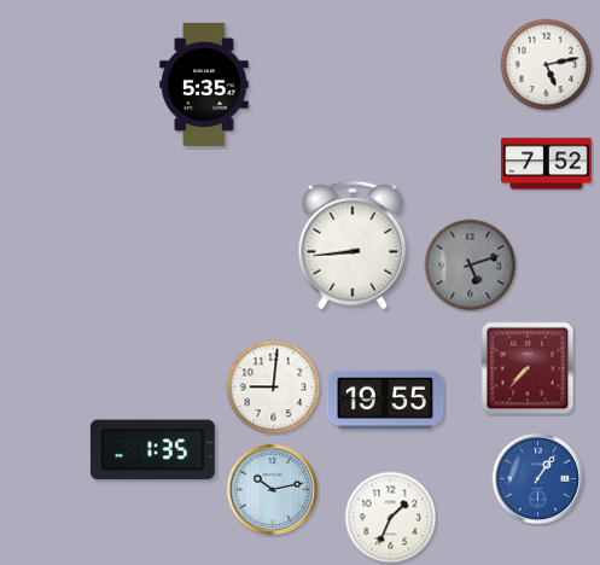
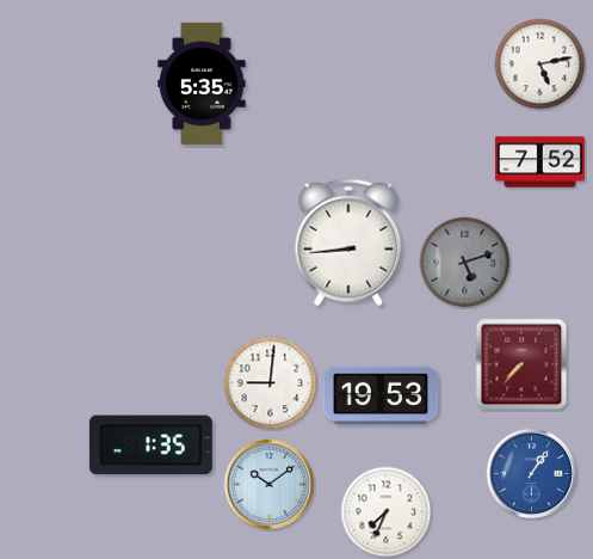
clock at (385, 400): 19:55 -> 19:53
clock at (273, 490): 10:13 -> 10:09
clock at (391, 518): 1:34 -> 7:34
